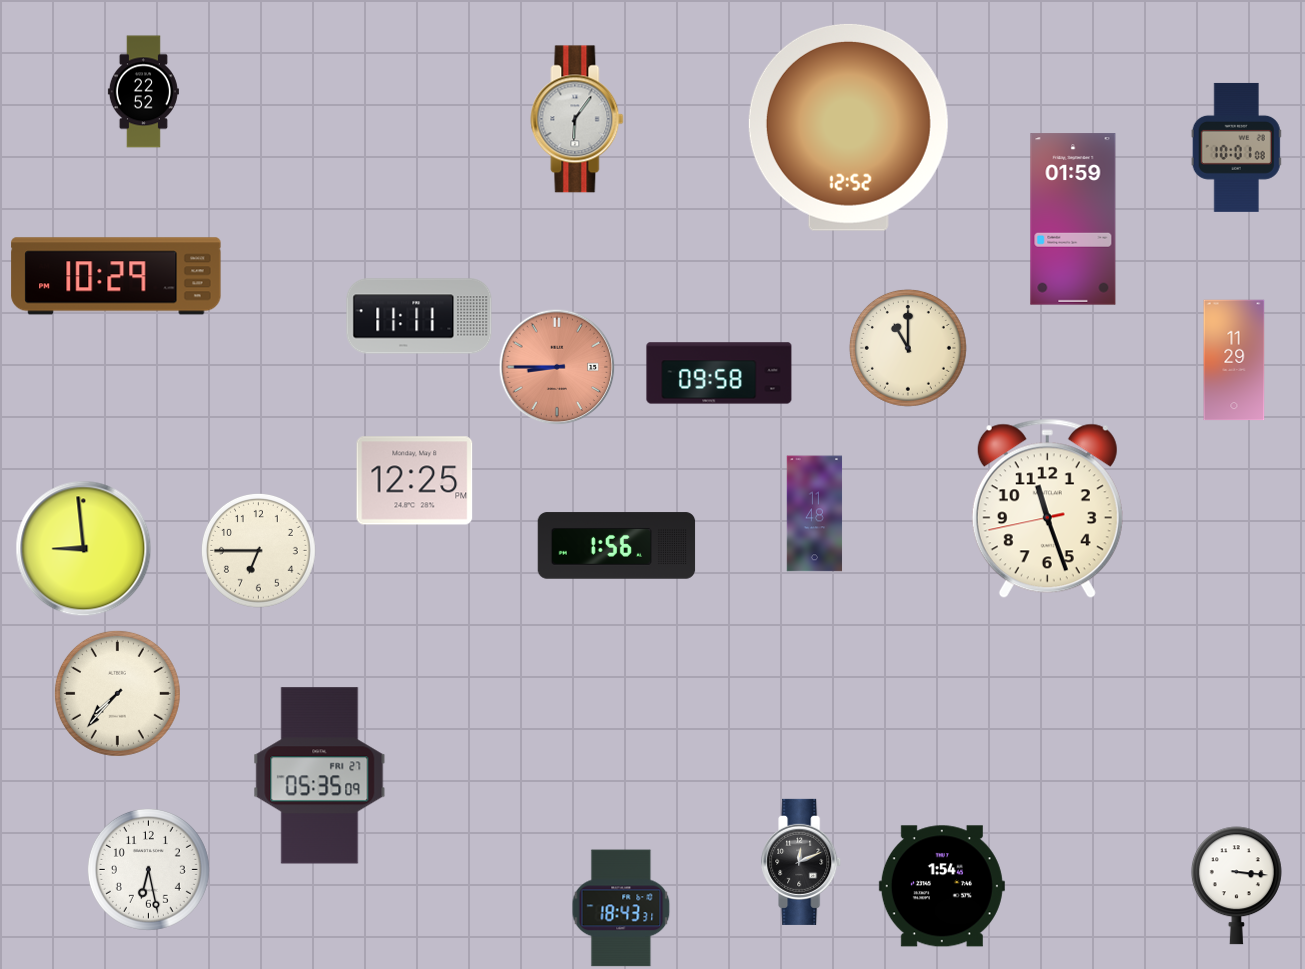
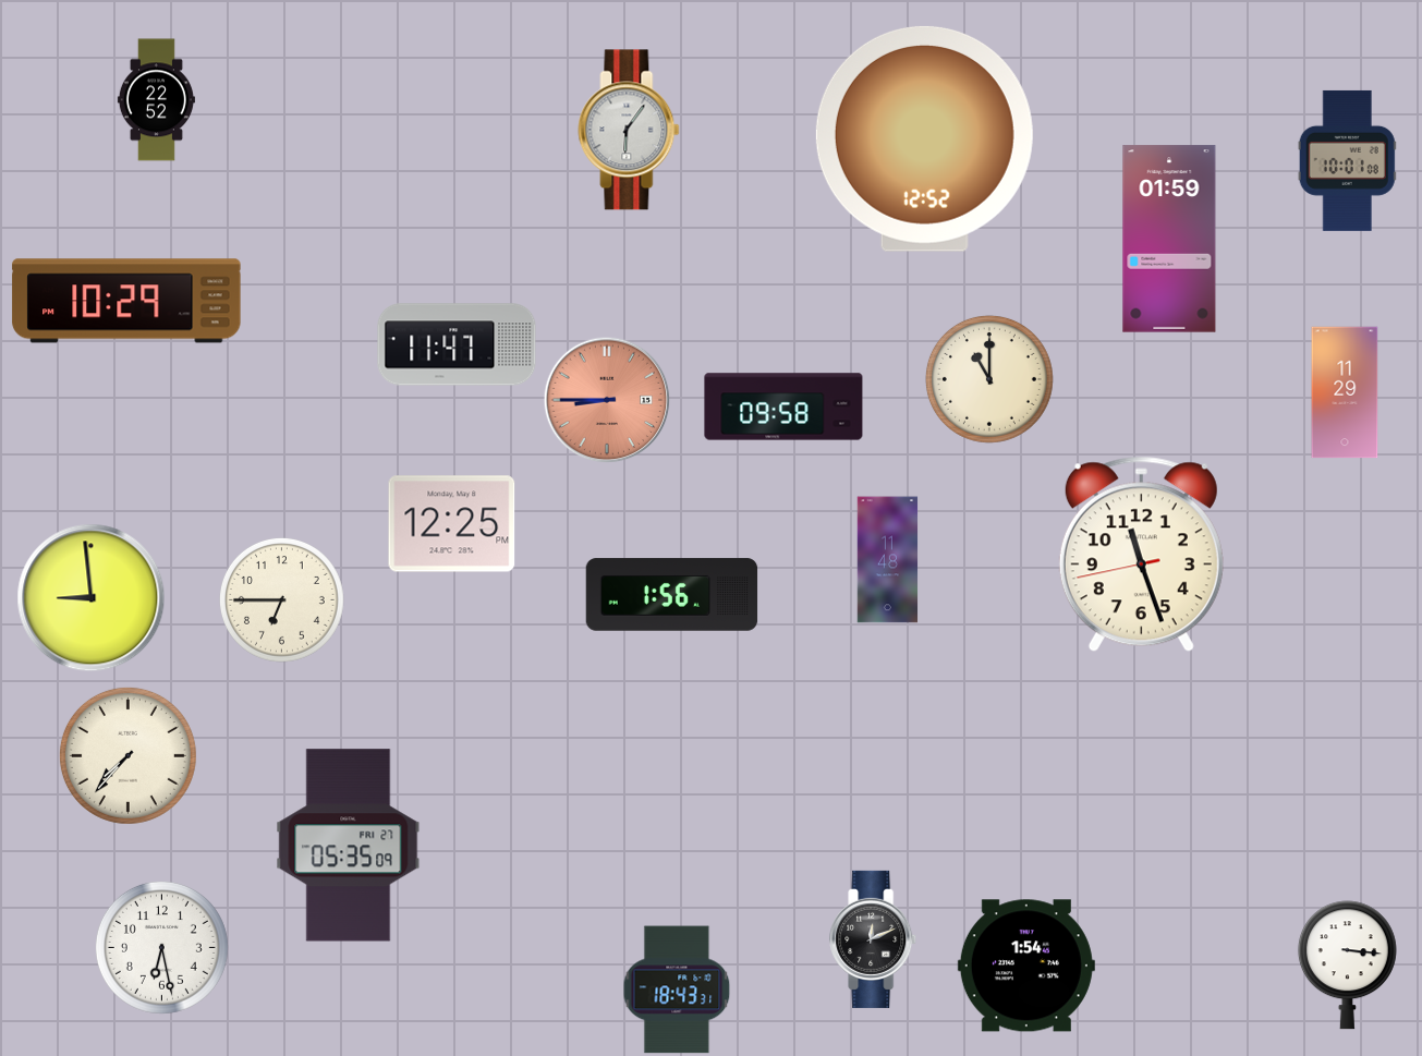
clock at (419, 316): 11:11 -> 11:47
